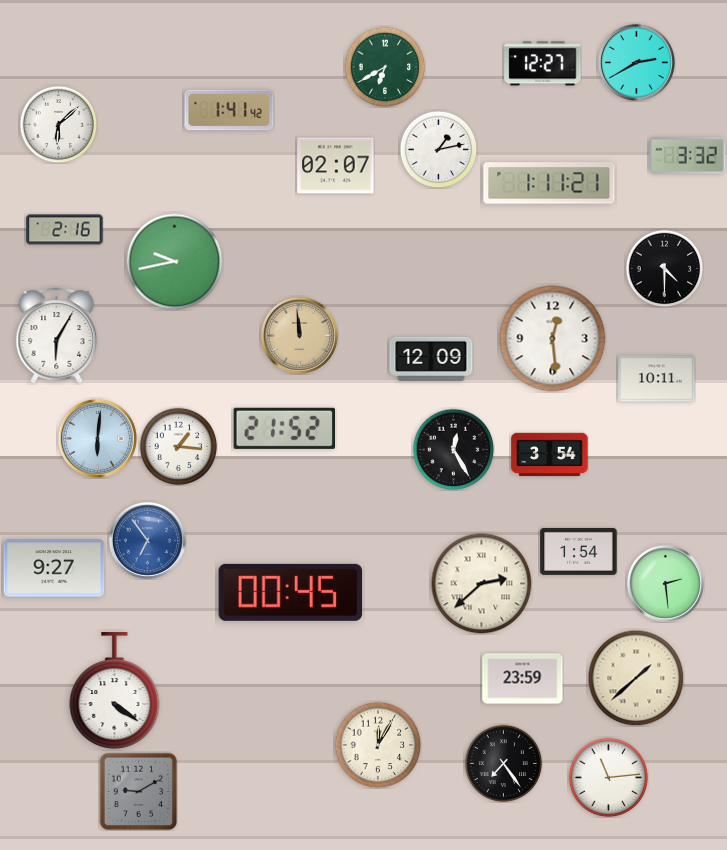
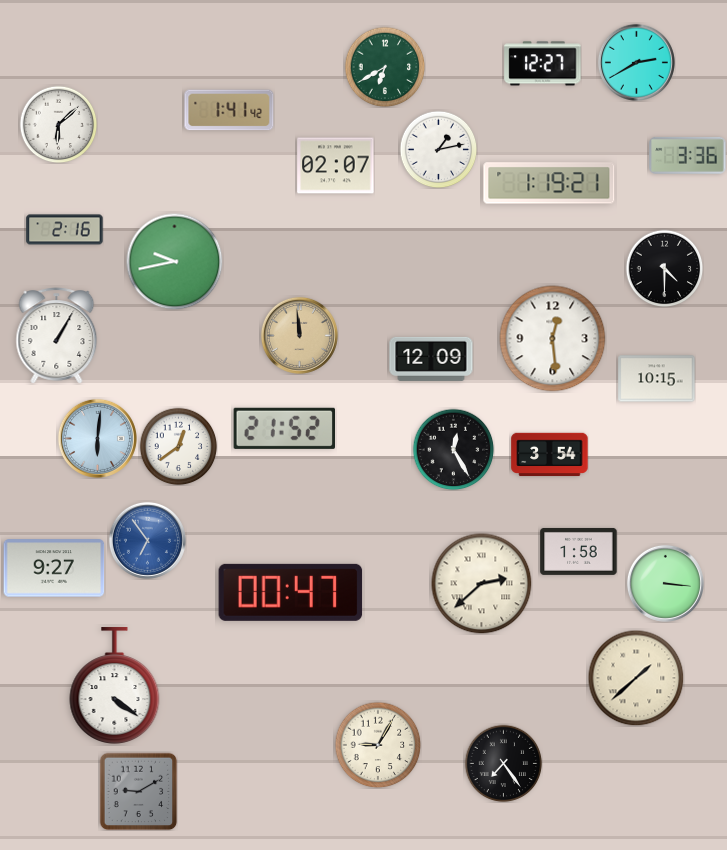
clock at (688, 155): 3:32 -> 3:36
clock at (549, 183): 1:11 -> 1:19
clock at (57, 336): 6:05 -> 1:05
clock at (657, 379): 10:11 -> 10:15
clock at (178, 446): 1:16 -> 12:39
clock at (579, 551): 1:54 -> 1:58
clock at (665, 583): 2:29 -> 3:16
clock at (291, 592): 00:45 -> 00:47
clock at (523, 679): 23:59 -> none
clock at (115, 690) position: (115, 690) -> (115, 685)
clock at (378, 745): 12:05 -> 9:05
clock at (608, 777): 11:14 -> none
